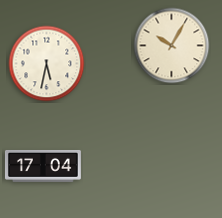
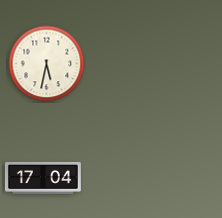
clock at (172, 46): 10:05 -> none
clock at (43, 166) position: (43, 166) -> (43, 178)
